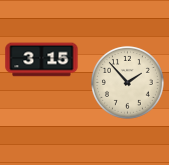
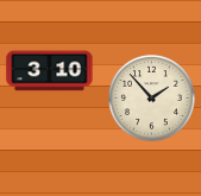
clock at (42, 60): 3:15 -> 3:10
